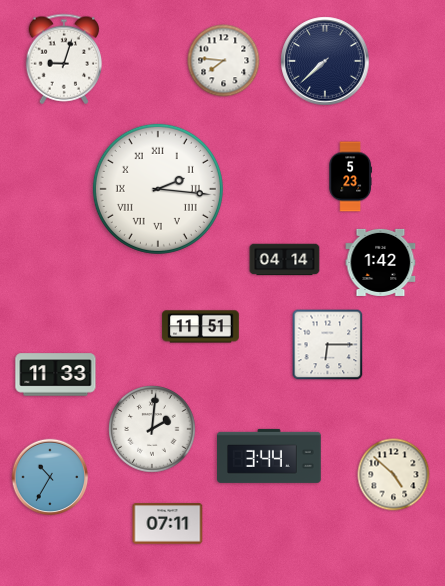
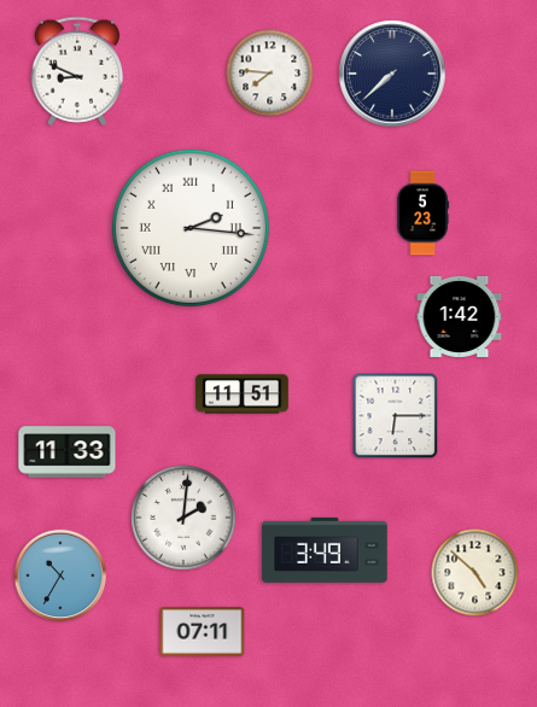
clock at (64, 59): 9:03 -> 8:49
clock at (285, 260): 04:14 -> none
clock at (270, 456): 3:44 -> 3:49
